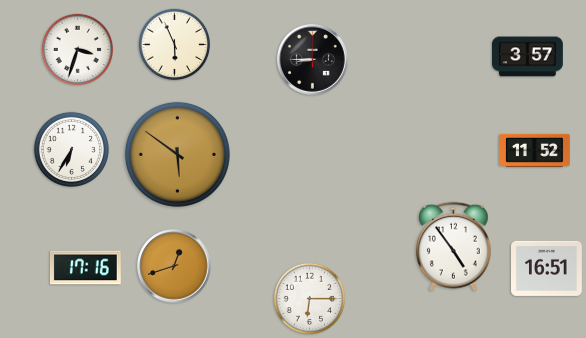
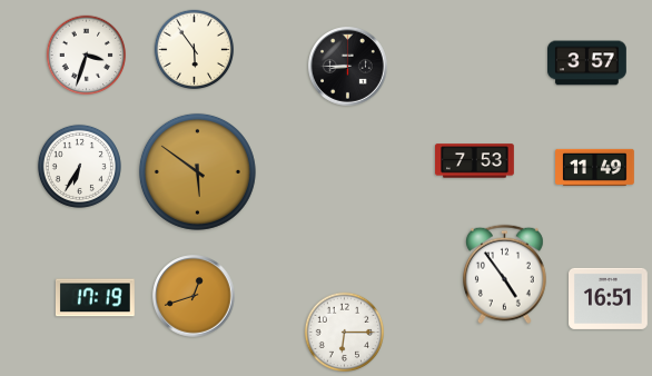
clock at (175, 45): 5:56 -> 5:54
clock at (475, 161): none -> 7:53
clock at (535, 150): 11:52 -> 11:49
clock at (85, 268): 17:16 -> 17:19
